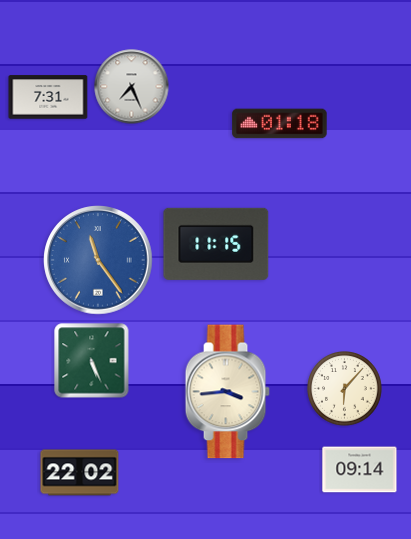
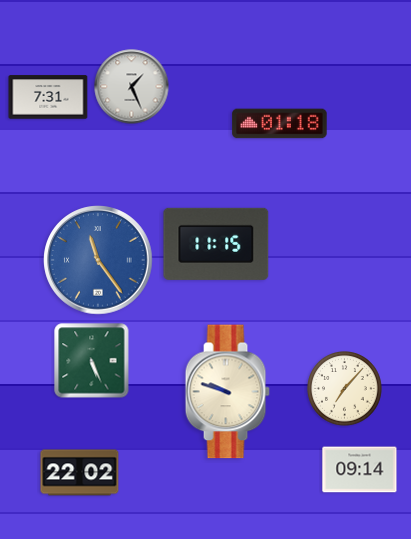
clock at (132, 87): 7:26 -> 1:26
clock at (345, 389): 6:07 -> 7:07
clock at (227, 392): 3:44 -> 9:48
